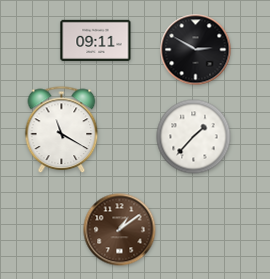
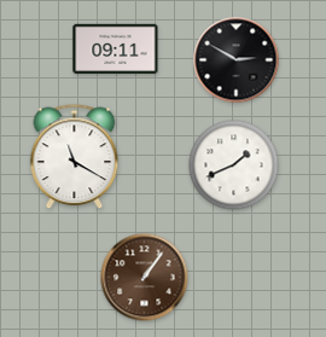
clock at (194, 137): 1:37 -> 1:41
clock at (120, 230): 1:09 -> 1:06
